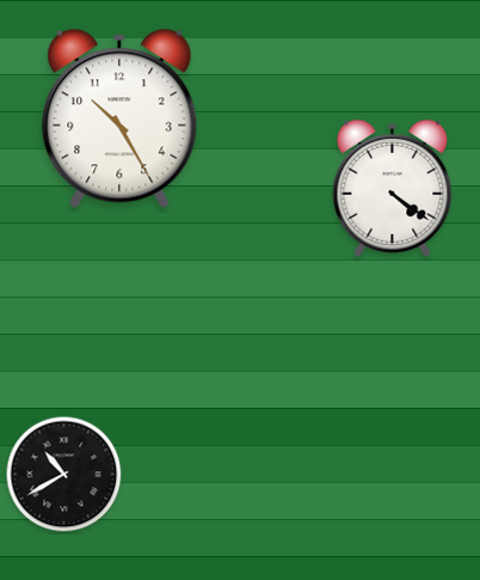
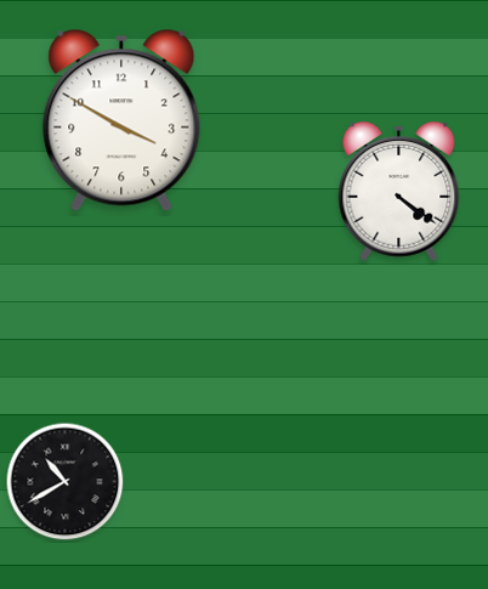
clock at (119, 118): 10:25 -> 3:50
